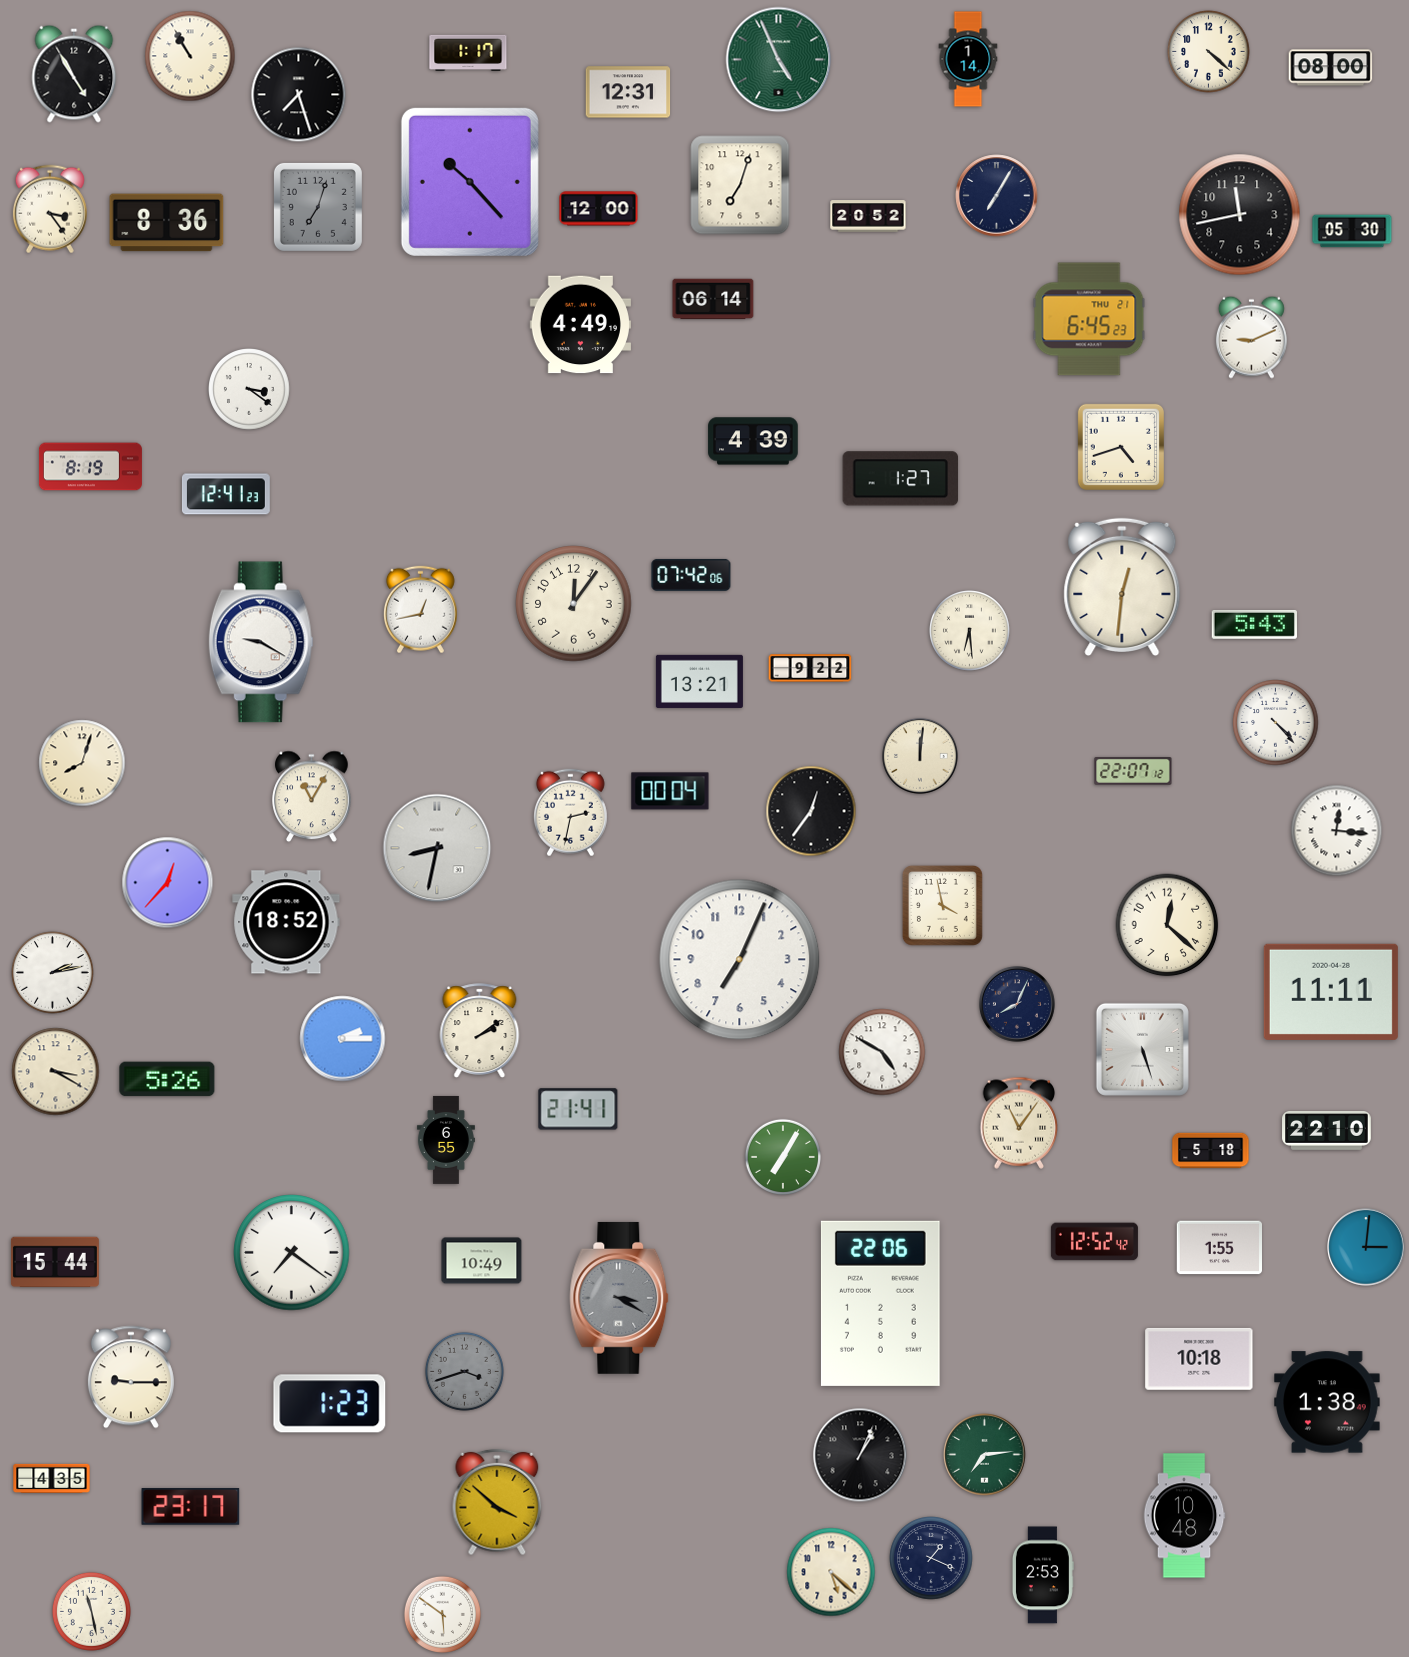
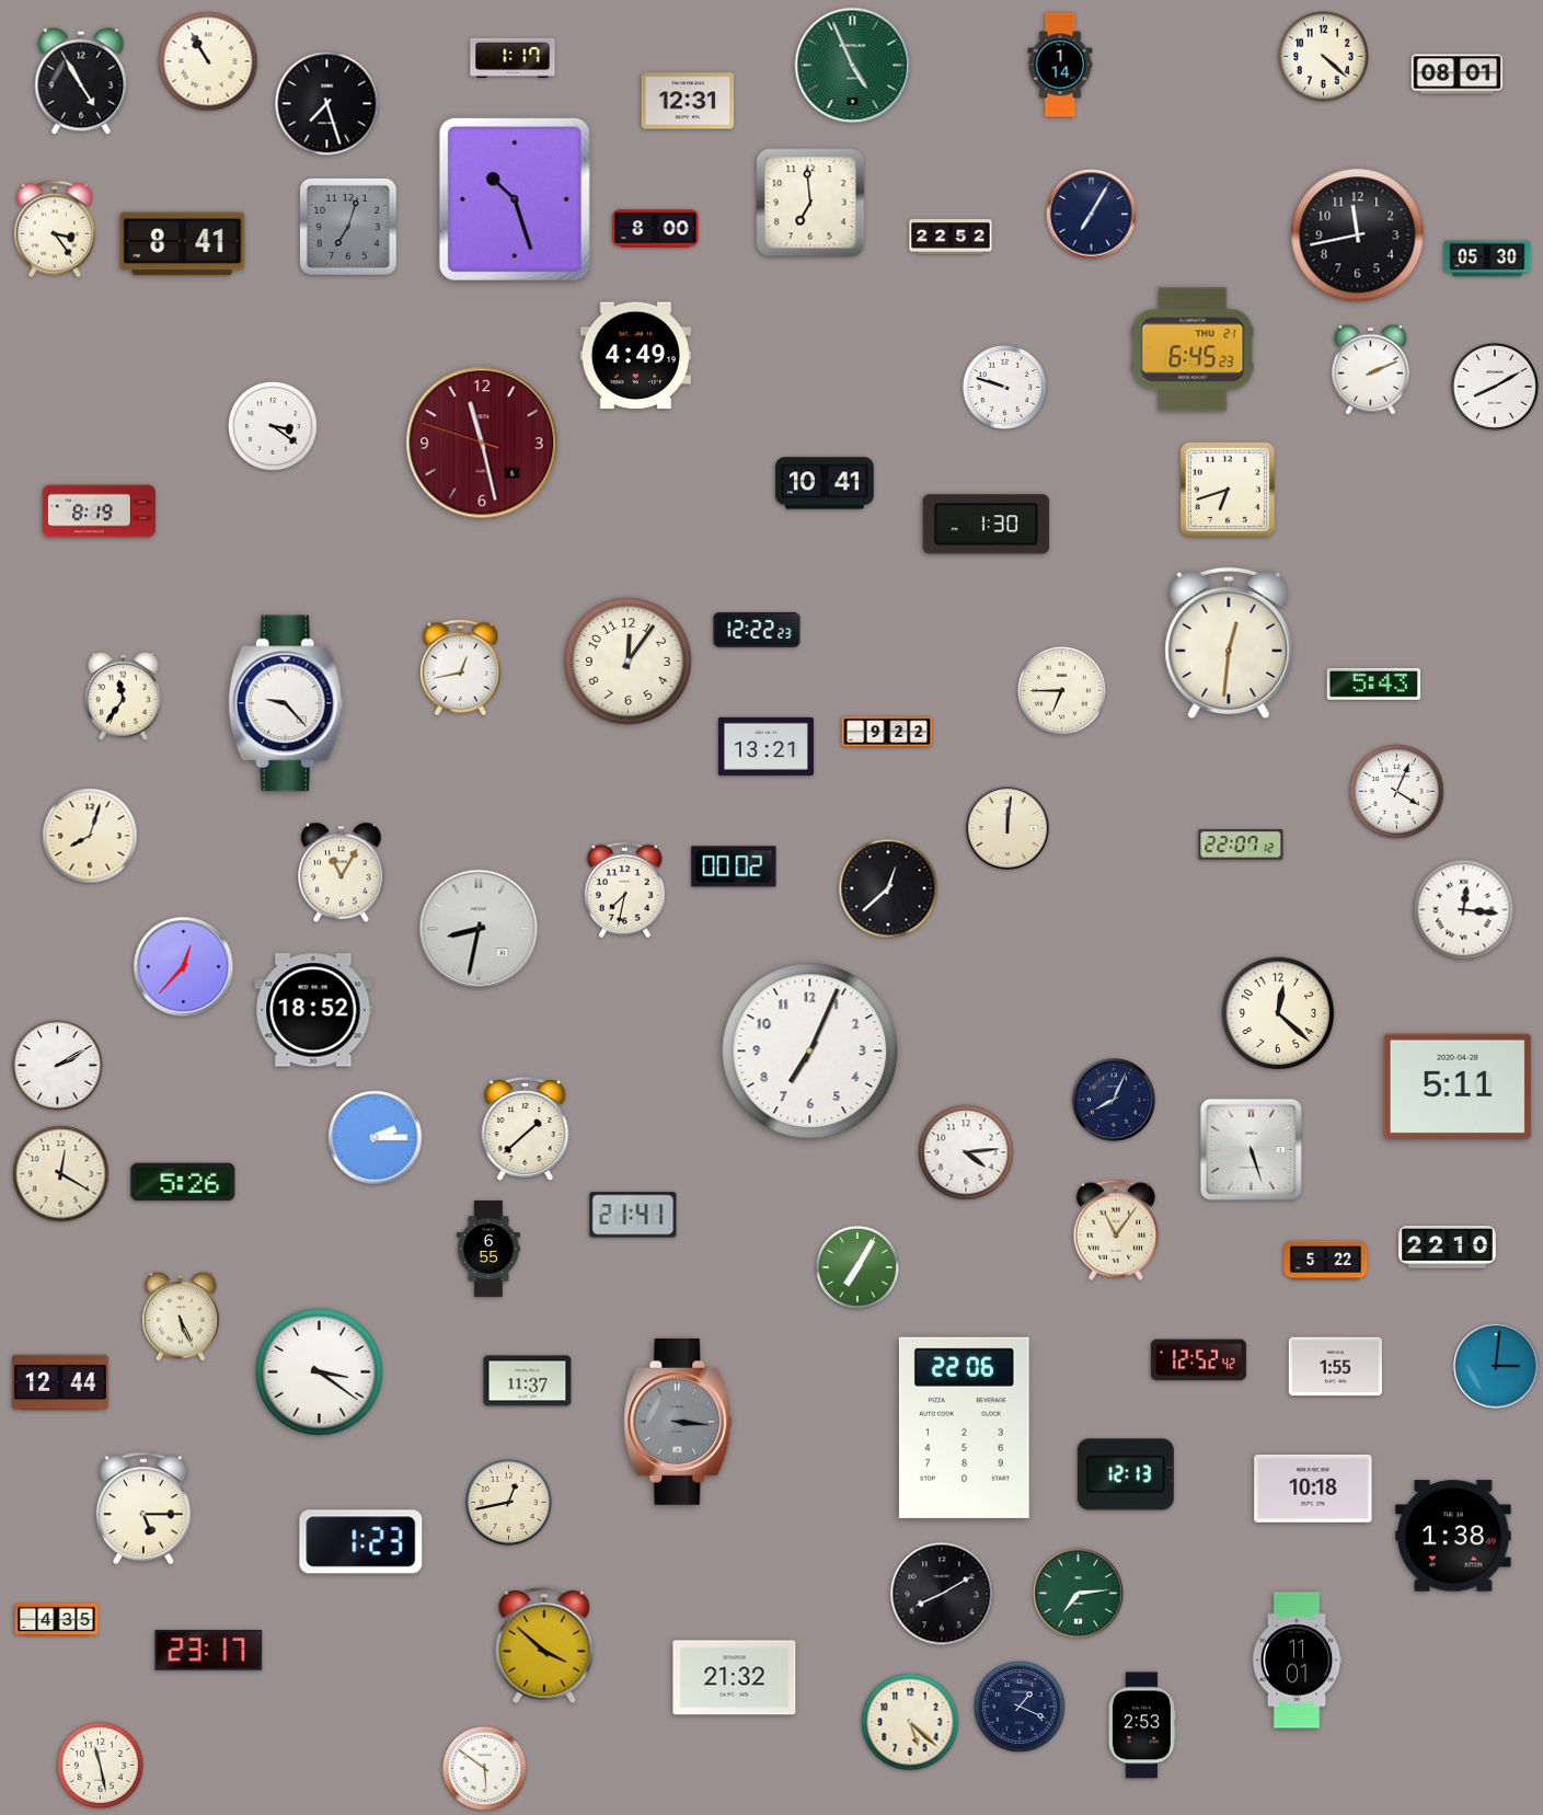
clock at (1331, 68): 08:00 -> 08:01
clock at (470, 182): 10:23 -> 10:27
clock at (740, 185): 7:03 -> 6:59
clock at (599, 209): 12:00 -> 8:00
clock at (868, 216): 20:52 -> 22:52
clock at (167, 223): 8:36 -> 8:41
clock at (1352, 231) position: (1352, 231) -> (1487, 259)
clock at (713, 299): 06:14 -> none
clock at (1251, 337): 9:11 -> 2:11
clock at (1004, 387): none -> 9:48
clock at (1495, 387): none -> 8:10
clock at (482, 443): none -> 11:27
clock at (753, 441): 4:39 -> 10:41
clock at (1121, 447): 4:42 -> 6:42
clock at (901, 479): 1:27 -> 1:30
clock at (226, 494): 12:41 -> none
clock at (691, 575): 07:42 -> 12:22
clock at (969, 630): 6:29 -> 6:45
clock at (124, 696): none -> 11:36
clock at (261, 642): 9:20 -> 9:23
clock at (1276, 723): 4:23 -> 4:04
clock at (670, 791): 00:04 -> 00:02
clock at (811, 811): 12:36 -> 12:38
clock at (570, 813): 2:32 -> 7:32
clock at (942, 905): 3:58 -> none
clock at (53, 973): 2:13 -> 2:10
clock at (1331, 992): 11:11 -> 5:11
clock at (480, 1031): 2:09 -> 1:38
clock at (882, 1052): 4:50 -> 4:14
clock at (56, 1072): 3:20 -> 12:20
clock at (1327, 1131) position: (1327, 1131) -> (1448, 1248)
clock at (1211, 1151): 5:18 -> 5:22
clock at (181, 1317): none -> 5:26
clock at (292, 1253): 7:21 -> 3:21
clock at (482, 1261): 10:49 -> 11:37
clock at (55, 1262): 15:44 -> 12:44
clock at (619, 1298): 3:20 -> 3:16
clock at (1126, 1474): none -> 12:13
clock at (464, 1371): 3:42 -> 12:43
clock at (464, 1371) dial: grey -> cream
clock at (131, 1377): 9:15 -> 5:15
clock at (330, 1404) position: (330, 1404) -> (361, 1542)
clock at (860, 1455): 1:04 -> 8:10
clock at (1184, 1516): 10:48 -> 11:01
clock at (735, 1678): none -> 21:32
